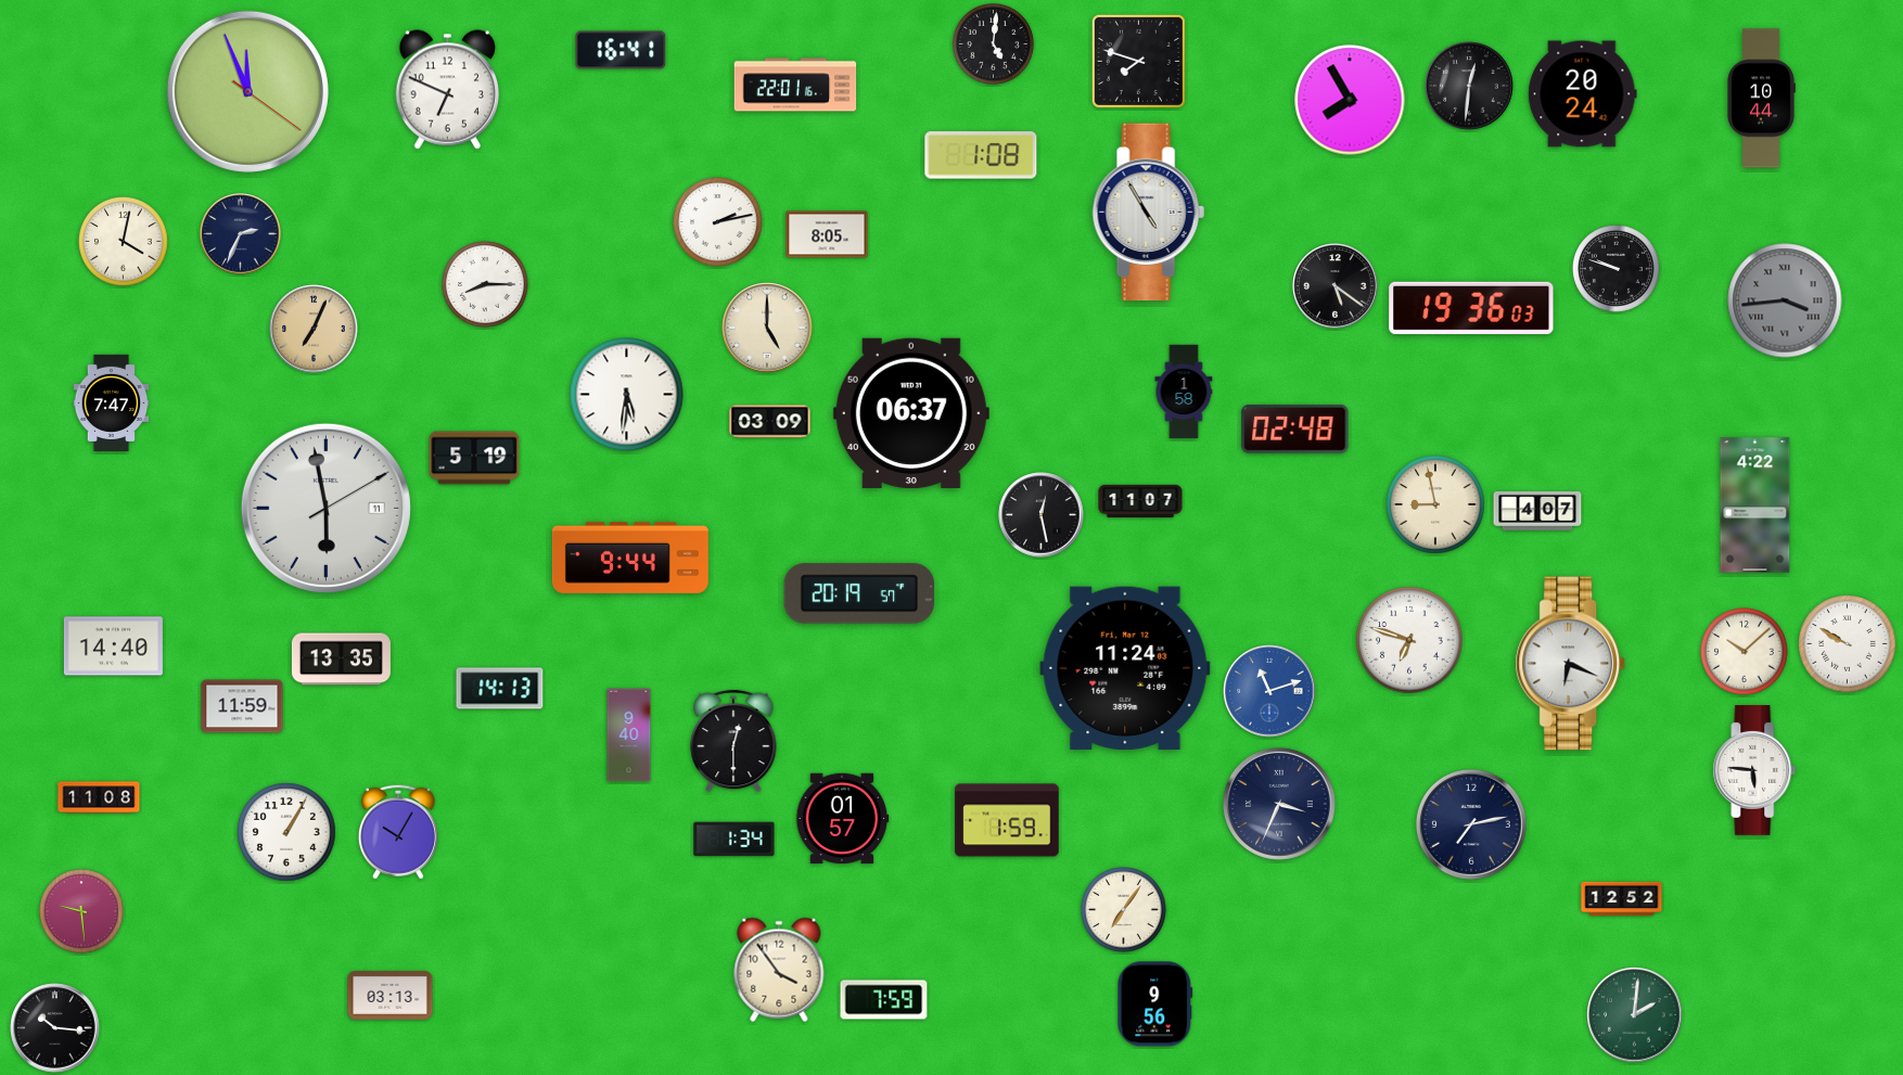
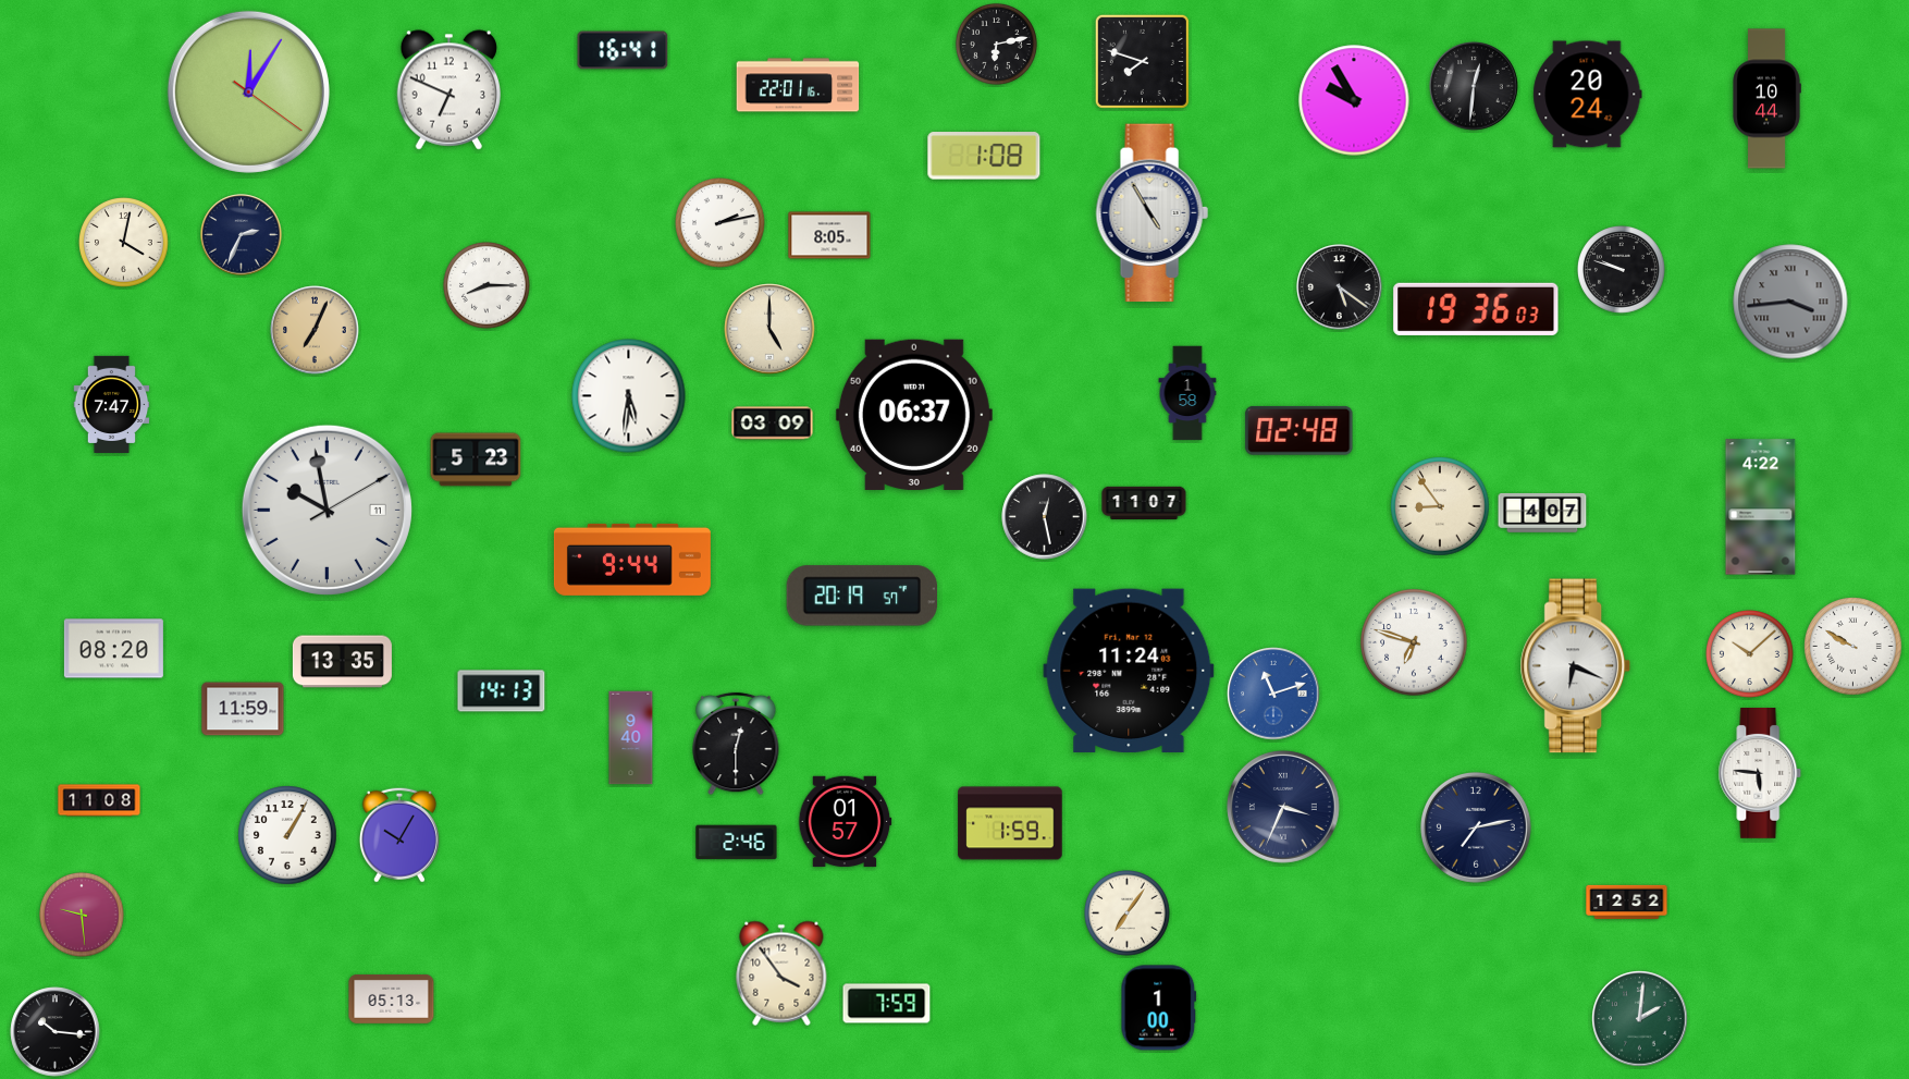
clock at (993, 43): 5:01 -> 6:13
clock at (247, 91): 11:56 -> 12:05
clock at (1350, 100): 7:55 -> 9:55
clock at (474, 458): 5:19 -> 5:23
clock at (1435, 504): 8:58 -> 8:54
clock at (325, 508): 5:58 -> 9:58
clock at (113, 647): 14:40 -> 08:20
clock at (735, 840): 1:34 -> 2:46
clock at (391, 996): 03:13 -> 05:13
clock at (1155, 1004): 9:56 -> 1:00
